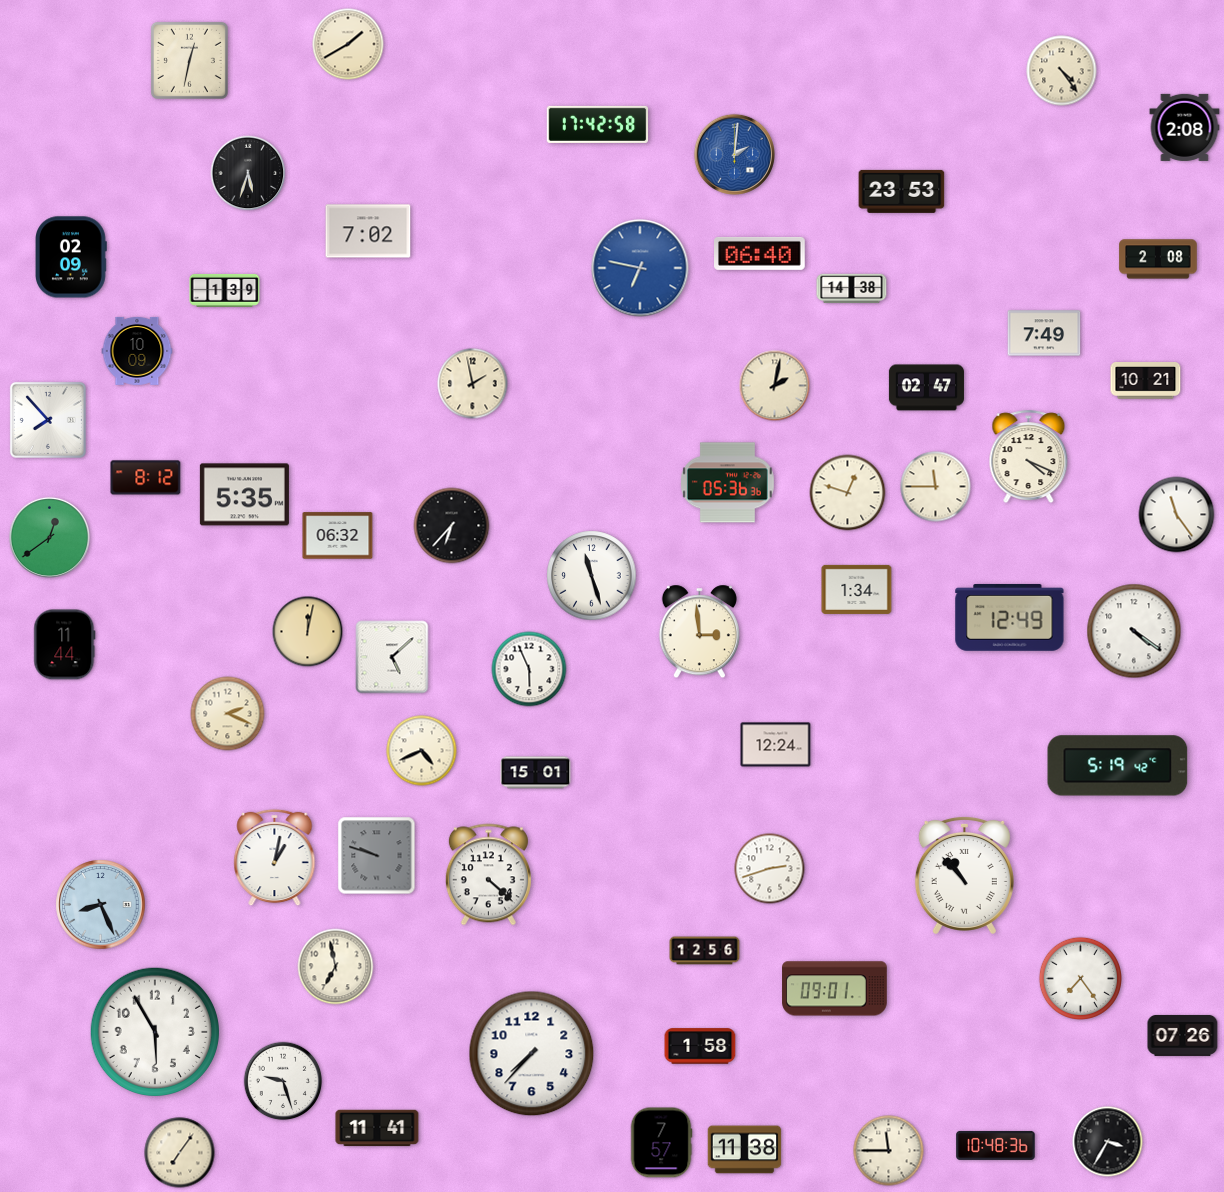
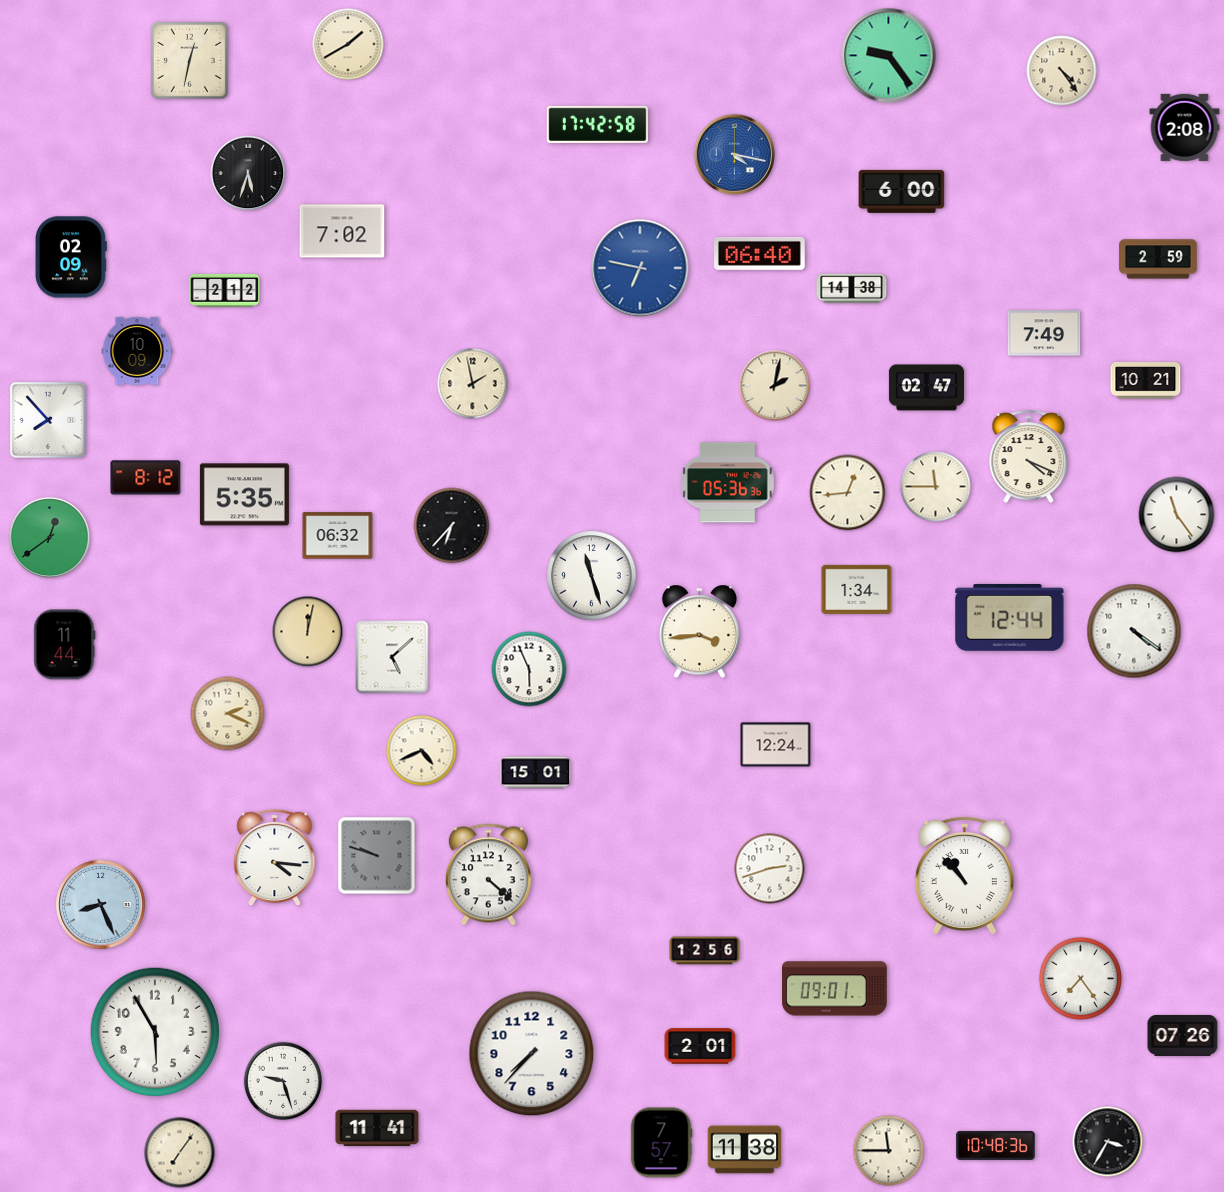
clock at (889, 56): none -> 9:24
clock at (734, 154): 2:01 -> 4:17
clock at (902, 191): 23:53 -> 6:00
clock at (368, 231) position: (368, 231) -> (342, 231)
clock at (1158, 259): 2:08 -> 2:59
clock at (225, 290): 1:39 -> 2:12
clock at (848, 493): 12:48 -> 12:44
clock at (1010, 617): 12:49 -> 12:44
clock at (699, 632): 2:59 -> 3:44
clock at (1118, 766): 5:19 -> none
clock at (275, 858): 1:02 -> 4:16
clock at (336, 967): 6:58 -> none
clock at (700, 1046): 1:58 -> 2:01
